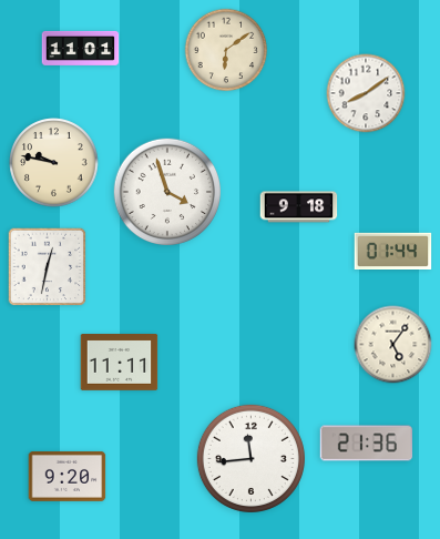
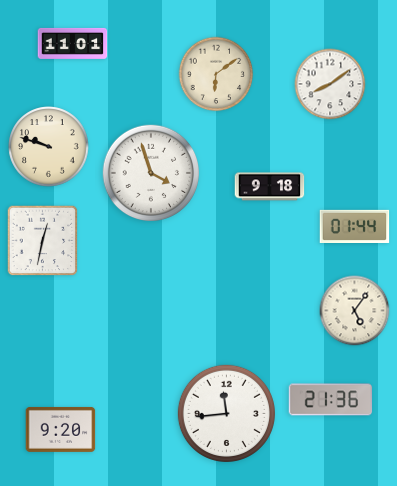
clock at (226, 50) position: (226, 50) -> (216, 74)
clock at (54, 163): 9:47 -> 9:48
clock at (120, 363): 11:11 -> none
